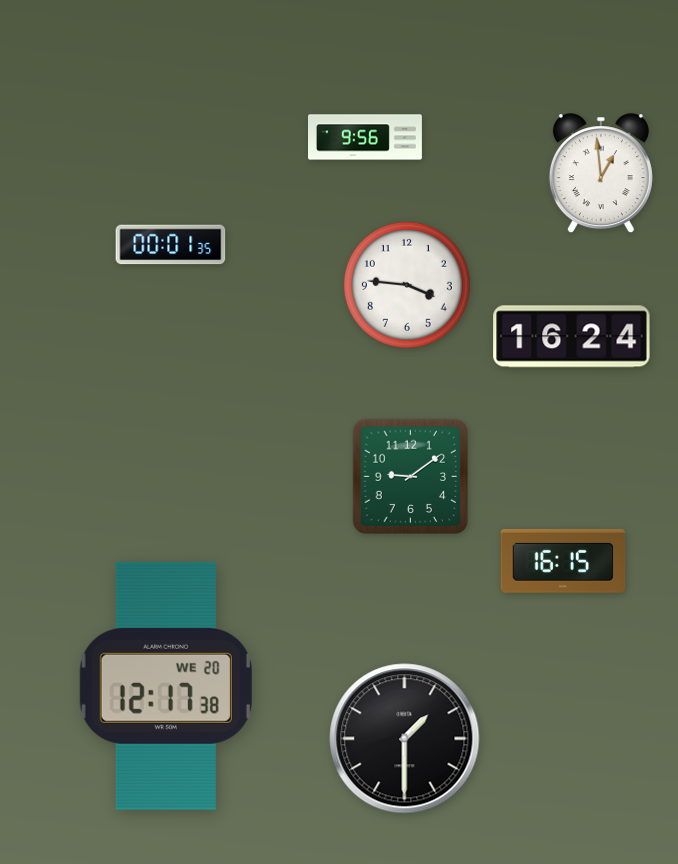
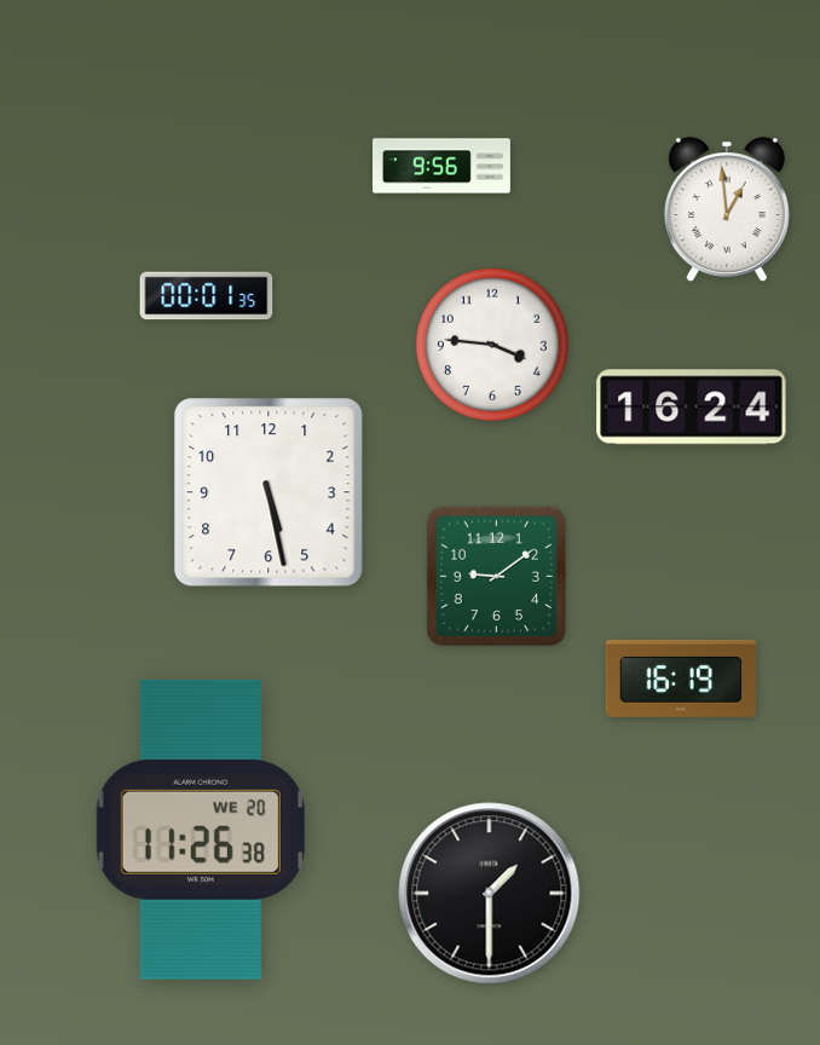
clock at (268, 492): none -> 5:28
clock at (563, 561): 16:15 -> 16:19
clock at (166, 686): 12:17 -> 11:26
